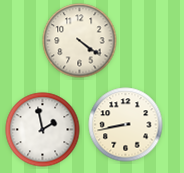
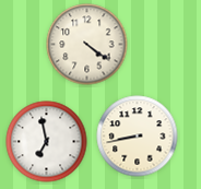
clock at (43, 130): 1:58 -> 6:58
